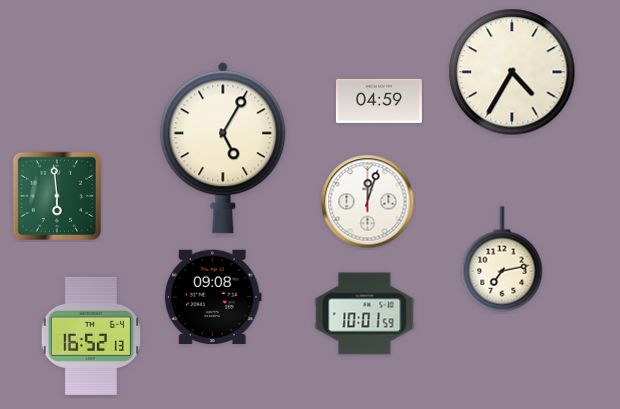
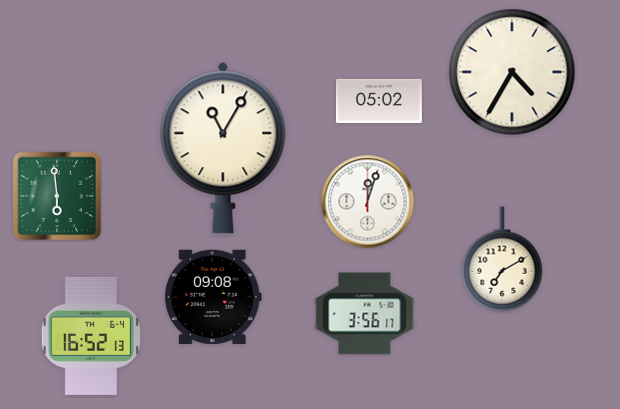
clock at (379, 101): 04:59 -> 05:02
clock at (223, 148): 5:05 -> 11:05
clock at (502, 259): 7:13 -> 7:10
clock at (365, 314): 10:01 -> 3:56
